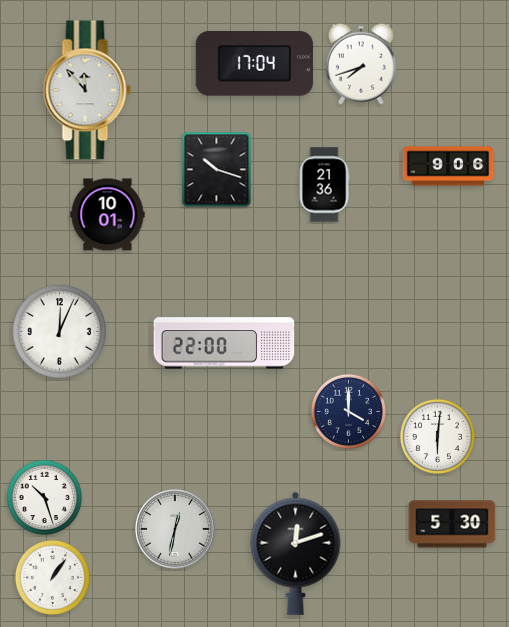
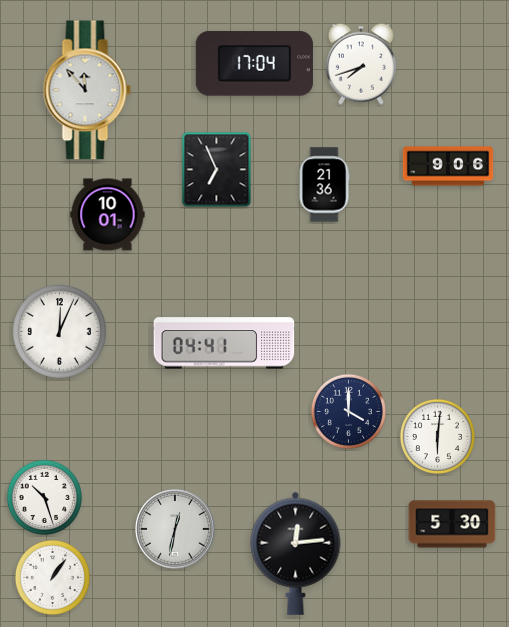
clock at (217, 170): 10:18 -> 6:56
clock at (224, 343): 22:00 -> 04:41
clock at (296, 553): 12:12 -> 12:14
